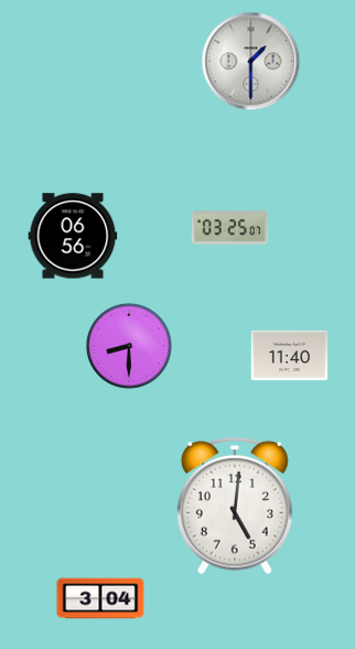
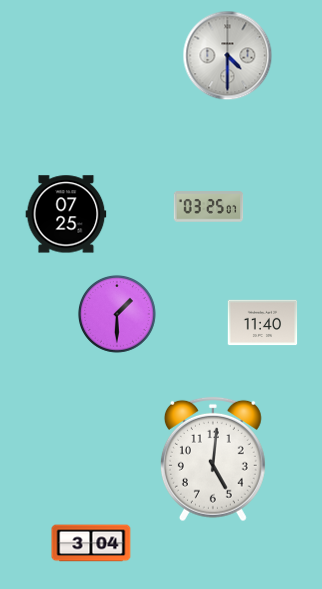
clock at (251, 62): 1:30 -> 4:30
clock at (73, 236): 06:56 -> 07:25
clock at (129, 346): 8:30 -> 1:30
